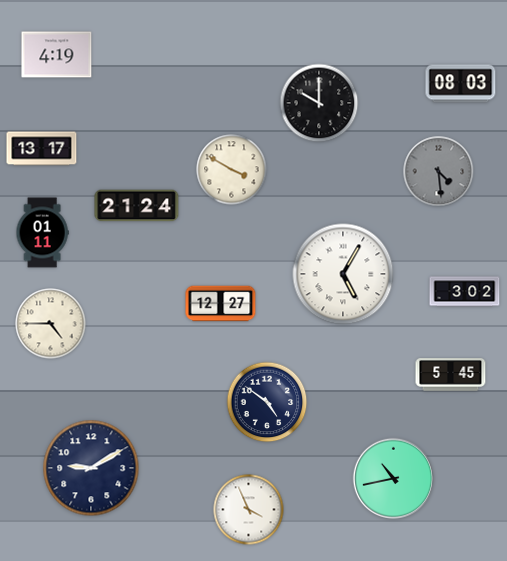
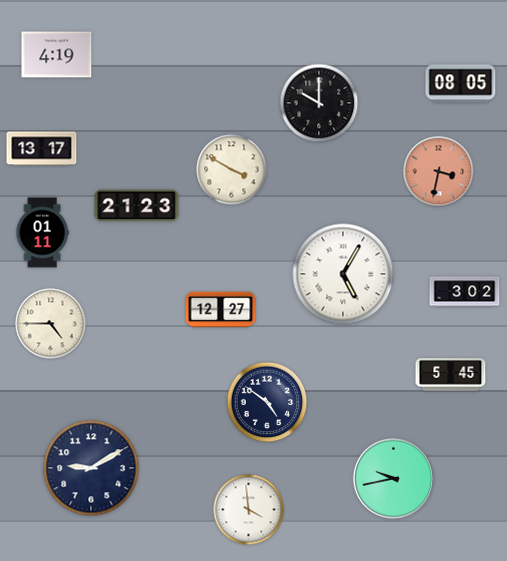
clock at (461, 84): 08:03 -> 08:05
clock at (439, 172): 4:29 -> 3:32
clock at (439, 172) dial: grey -> salmon
clock at (137, 206): 21:24 -> 21:23
clock at (221, 304) position: (221, 304) -> (221, 310)
clock at (393, 478): 10:43 -> 9:43
clock at (249, 510): 3:56 -> 3:59
